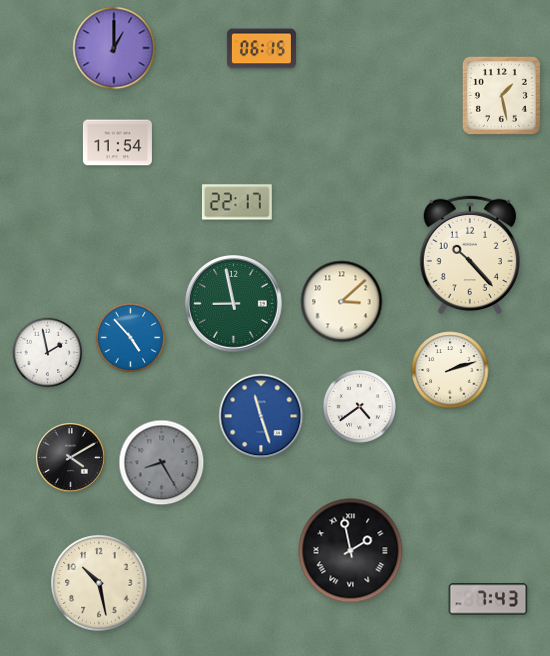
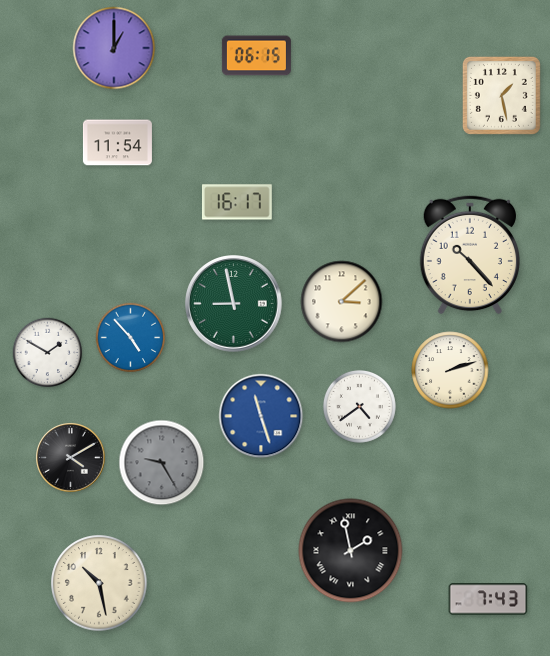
clock at (261, 49) position: (261, 49) -> (256, 56)
clock at (237, 202): 22:17 -> 16:17
clock at (48, 353): 1:58 -> 1:50
clock at (162, 463): 8:25 -> 9:25
